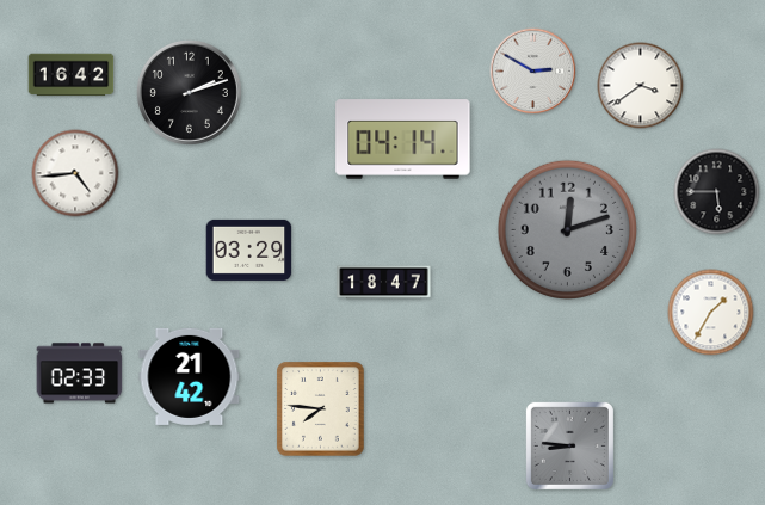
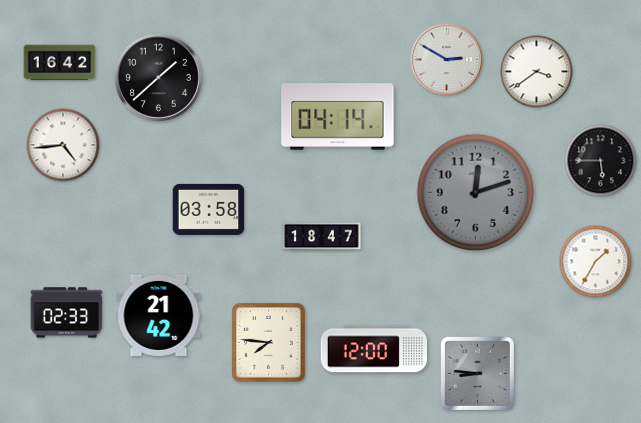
clock at (189, 92): 2:12 -> 1:38
clock at (249, 250): 03:29 -> 03:58
clock at (373, 349): none -> 12:00
